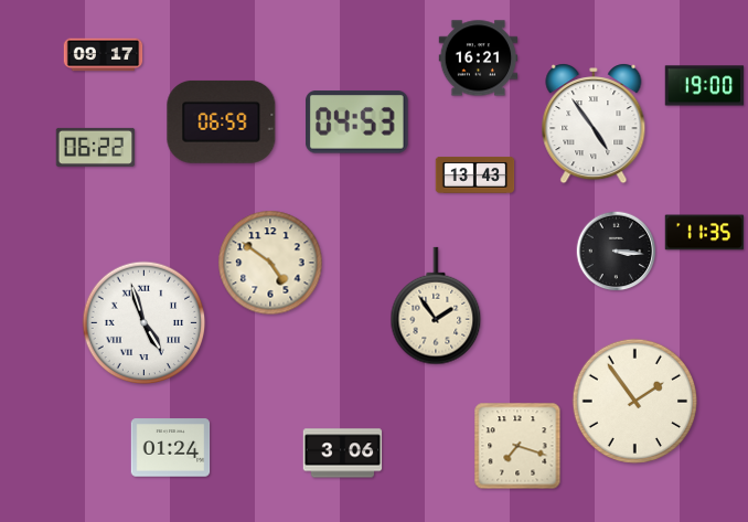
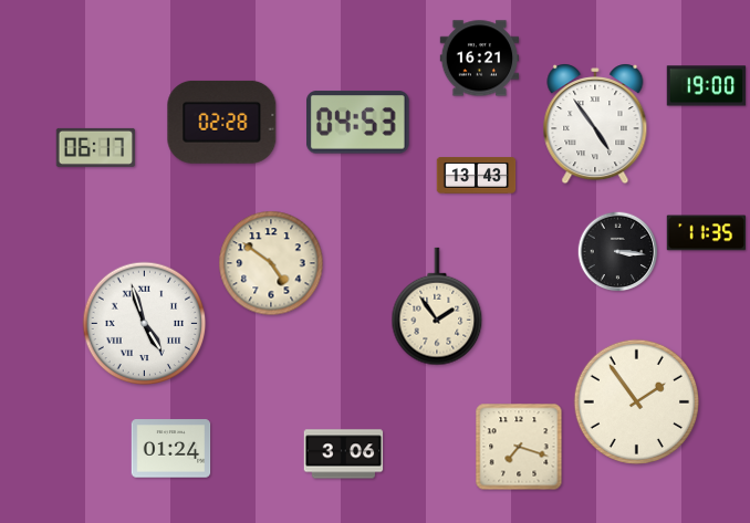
clock at (104, 55): 09:17 -> none
clock at (222, 121): 06:59 -> 02:28
clock at (96, 147): 06:22 -> 06:17
